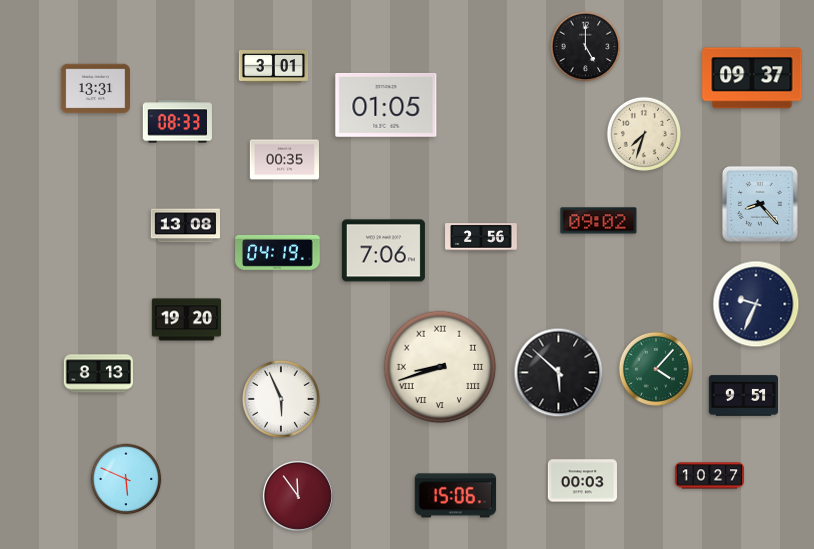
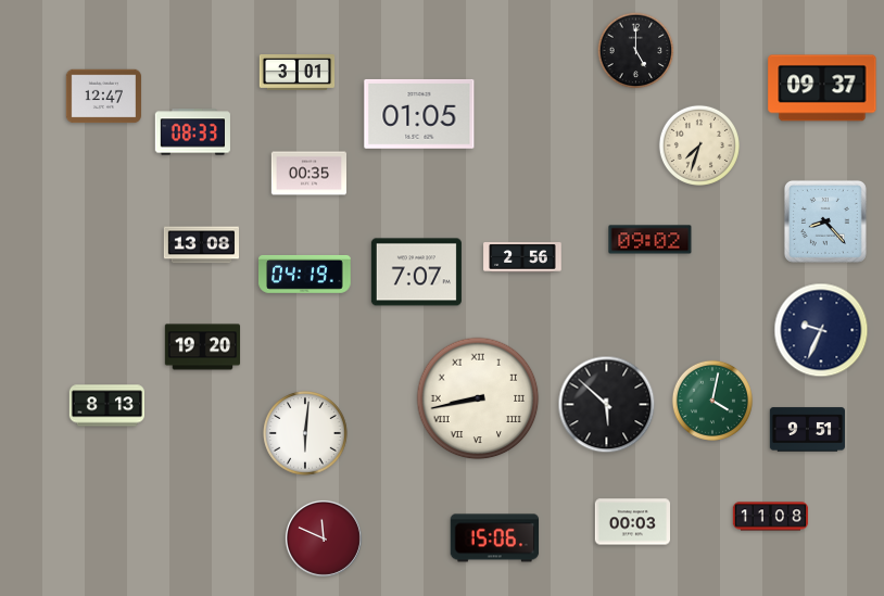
clock at (752, 78) position: (752, 78) -> (822, 88)
clock at (95, 89): 13:31 -> 12:47
clock at (383, 251): 7:06 -> 7:07
clock at (278, 252) position: (278, 252) -> (305, 274)
clock at (440, 367): 8:42 -> 8:43
clock at (656, 369): 4:07 -> 4:02
clock at (281, 399): 5:56 -> 6:01
clock at (710, 476): 10:27 -> 11:08
clock at (126, 479): 5:49 -> none
clock at (298, 496): 11:54 -> 11:49
